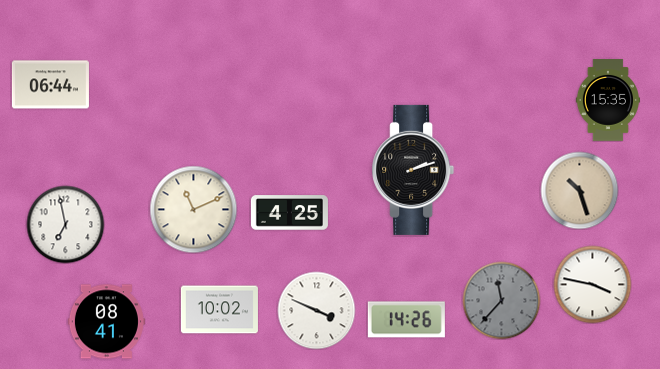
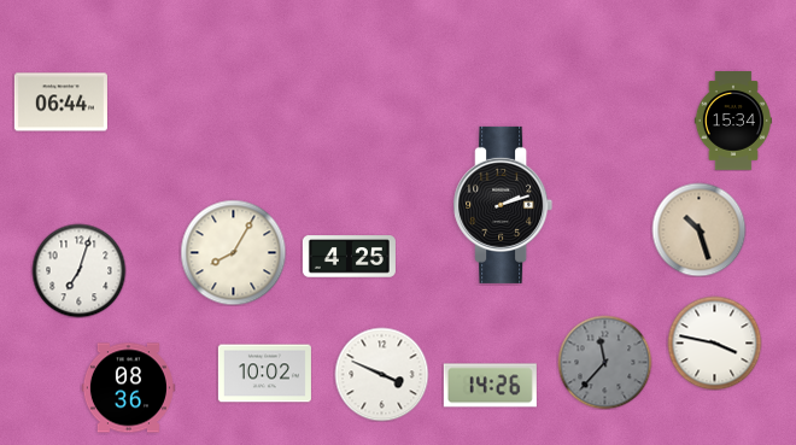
clock at (608, 101): 15:35 -> 15:34
clock at (413, 170) position: (413, 170) -> (503, 205)
clock at (193, 209): 11:11 -> 8:05
clock at (65, 224): 6:58 -> 7:03
clock at (106, 322): 08:41 -> 08:36
